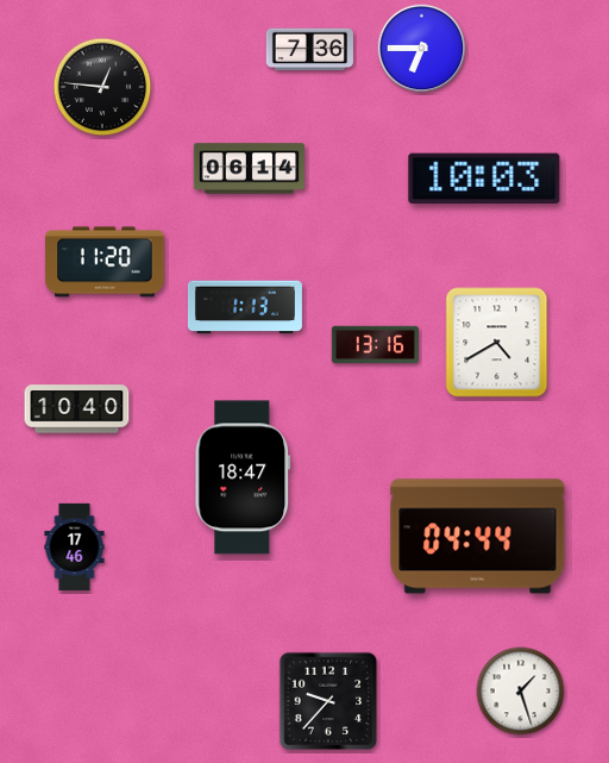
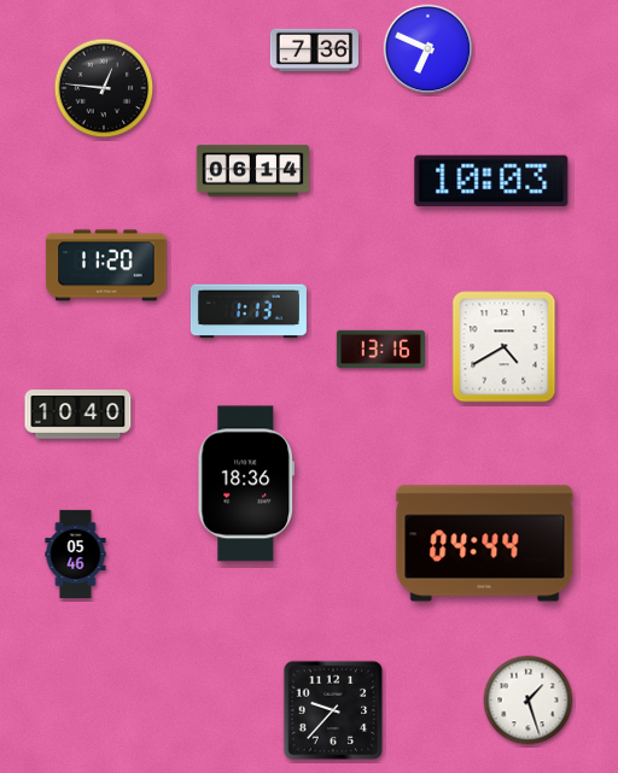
clock at (422, 49): 6:45 -> 6:49
clock at (243, 477): 18:47 -> 18:36
clock at (75, 546): 17:46 -> 05:46
